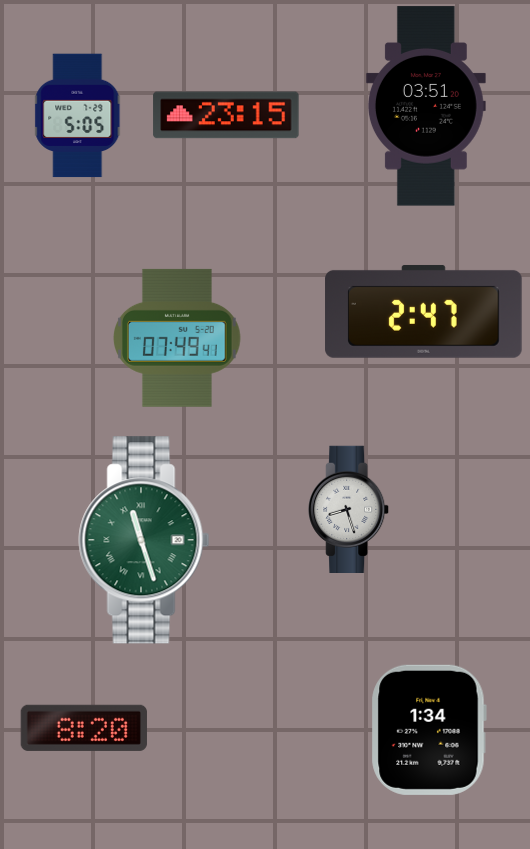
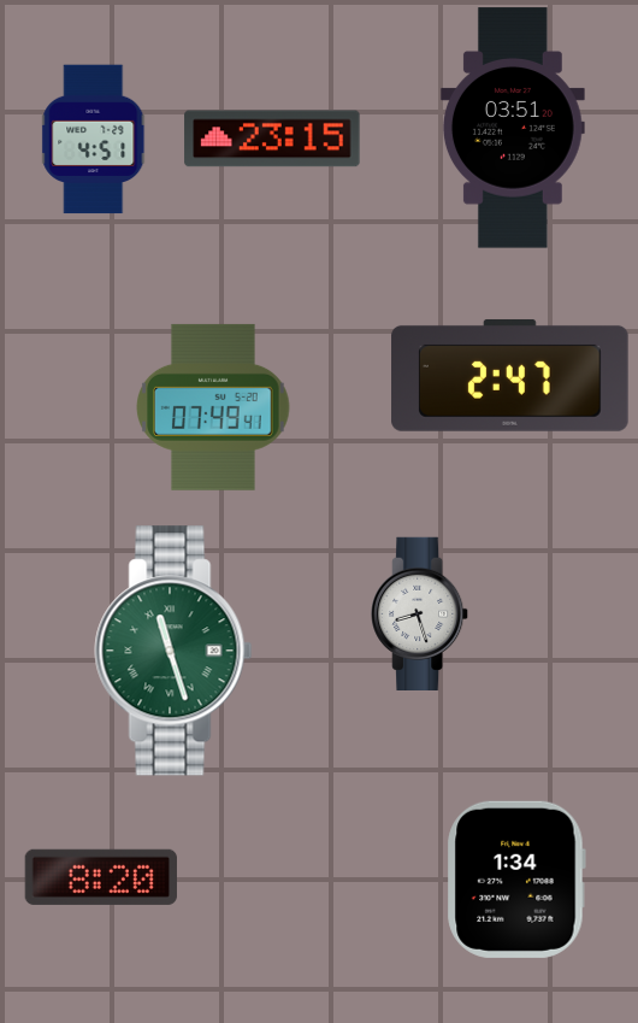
clock at (78, 116): 5:05 -> 4:51
